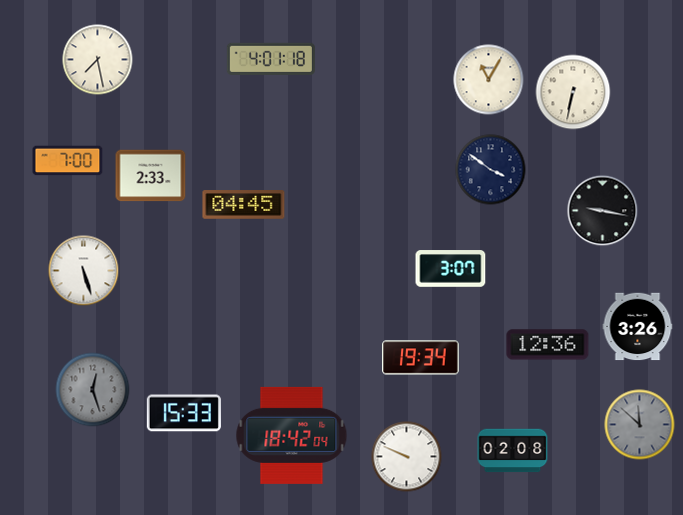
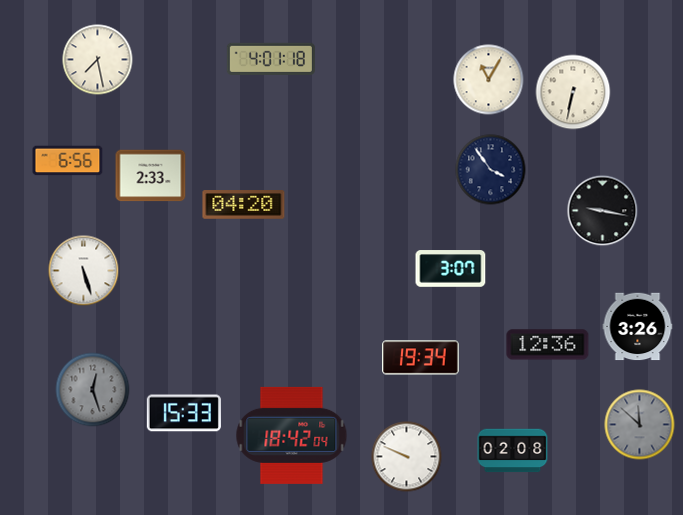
clock at (68, 161): 7:00 -> 6:56
clock at (491, 170): 3:51 -> 3:54
clock at (244, 205): 04:45 -> 04:20
